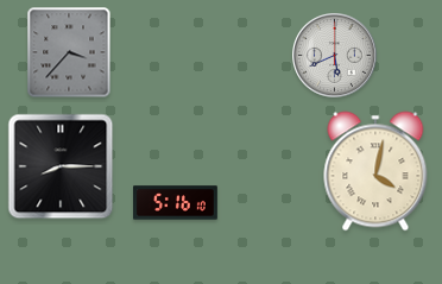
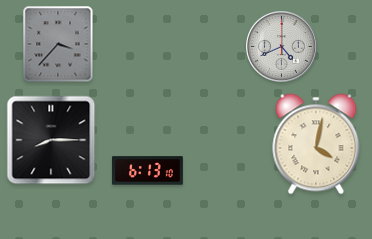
clock at (335, 56): 5:41 -> 4:41
clock at (176, 203): 5:16 -> 6:13
